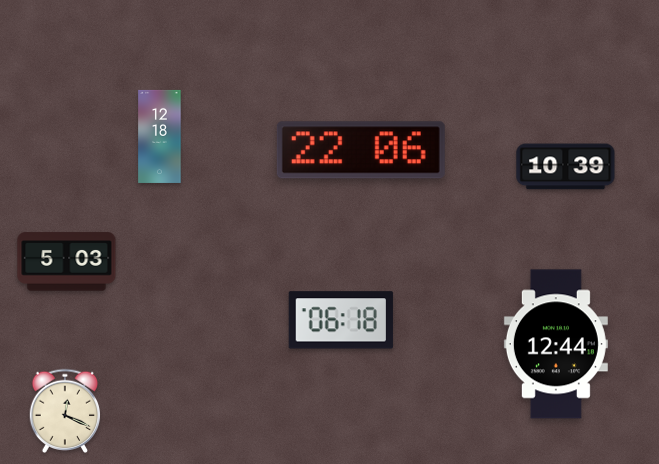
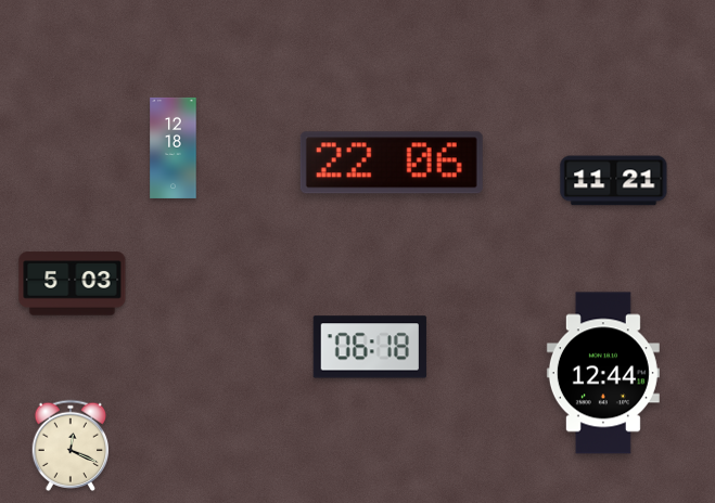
clock at (566, 167): 10:39 -> 11:21
